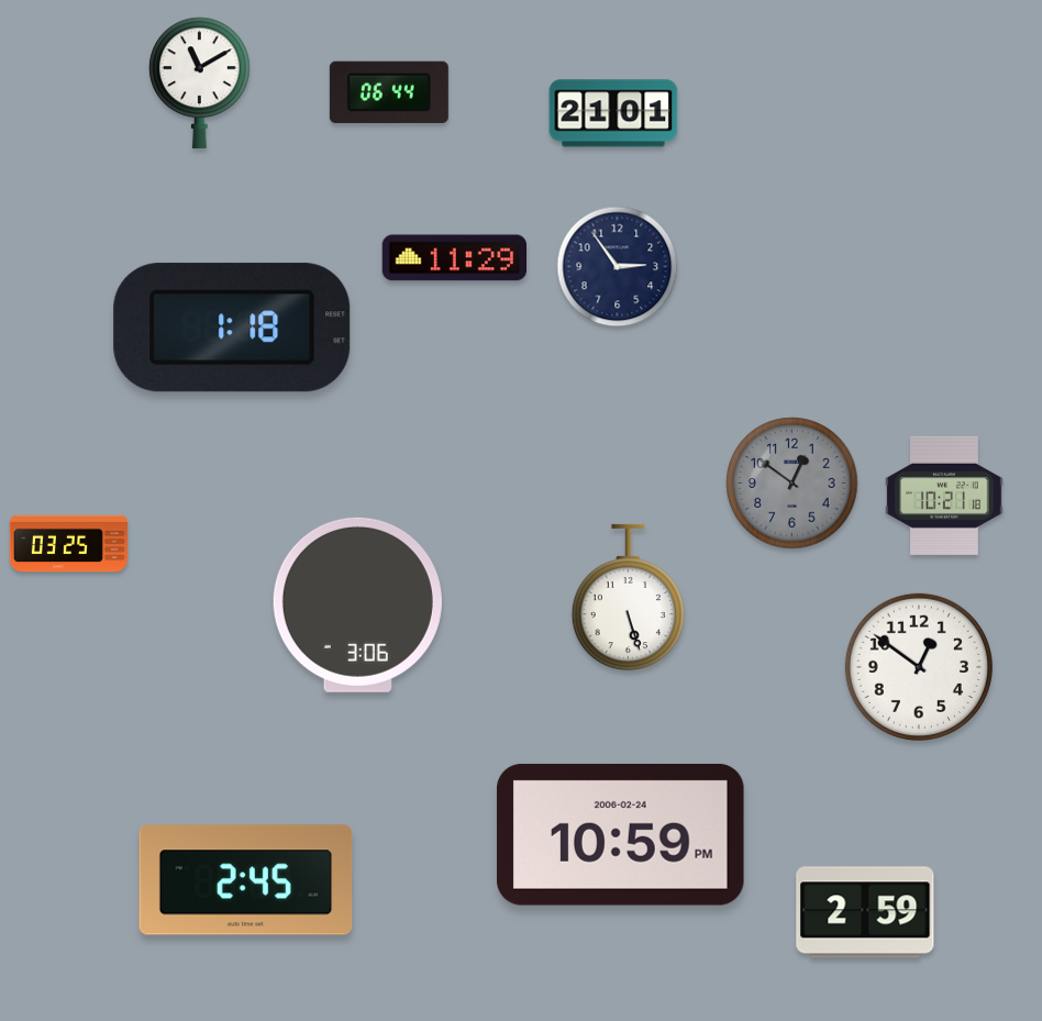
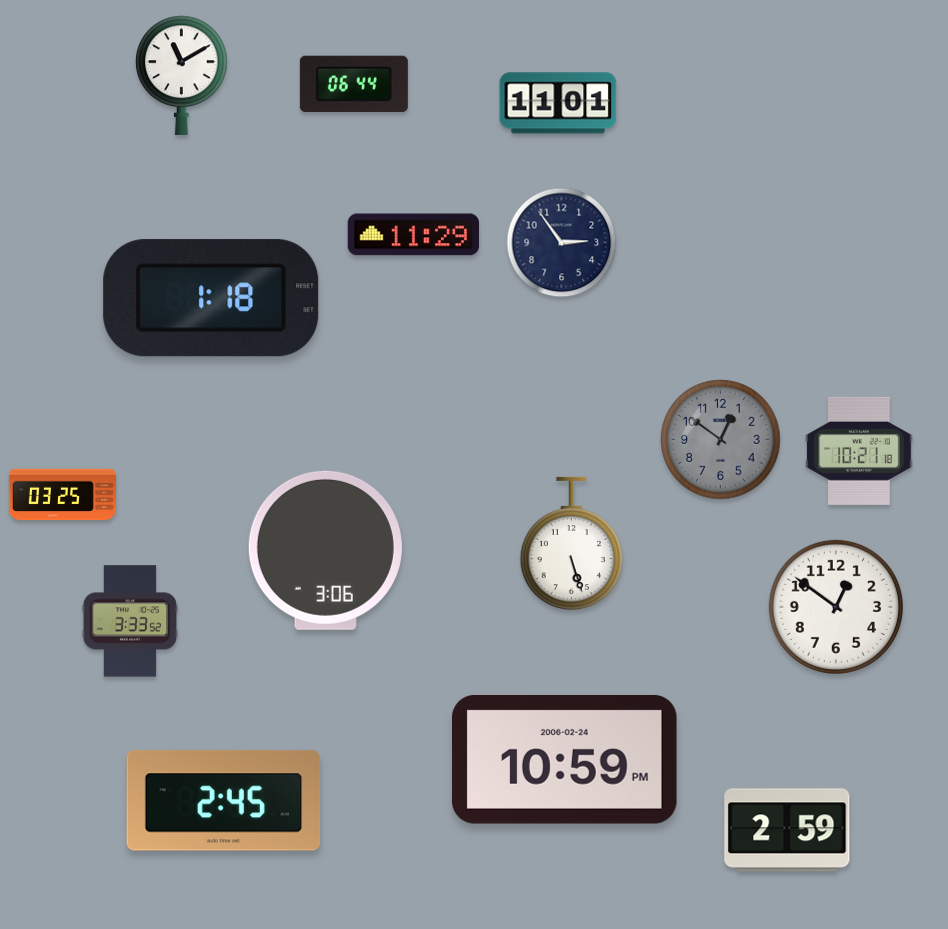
clock at (613, 113): 21:01 -> 11:01
clock at (130, 621): none -> 3:33
